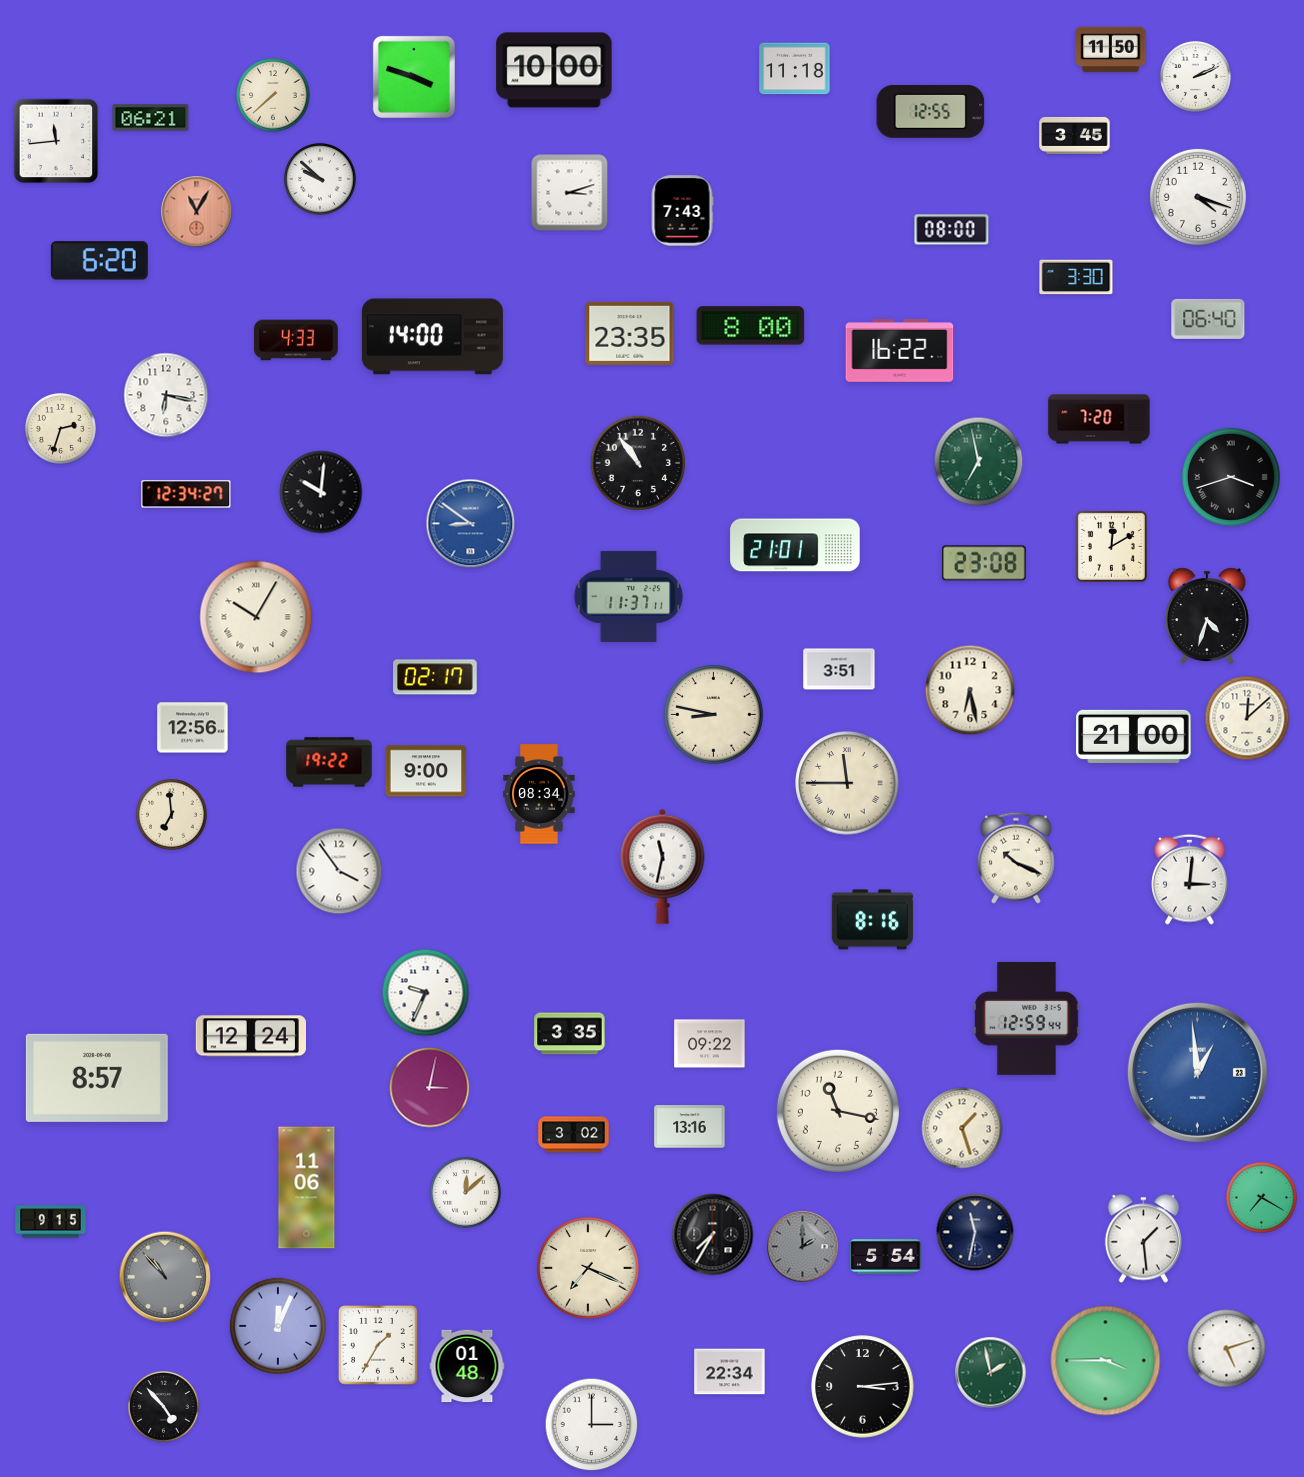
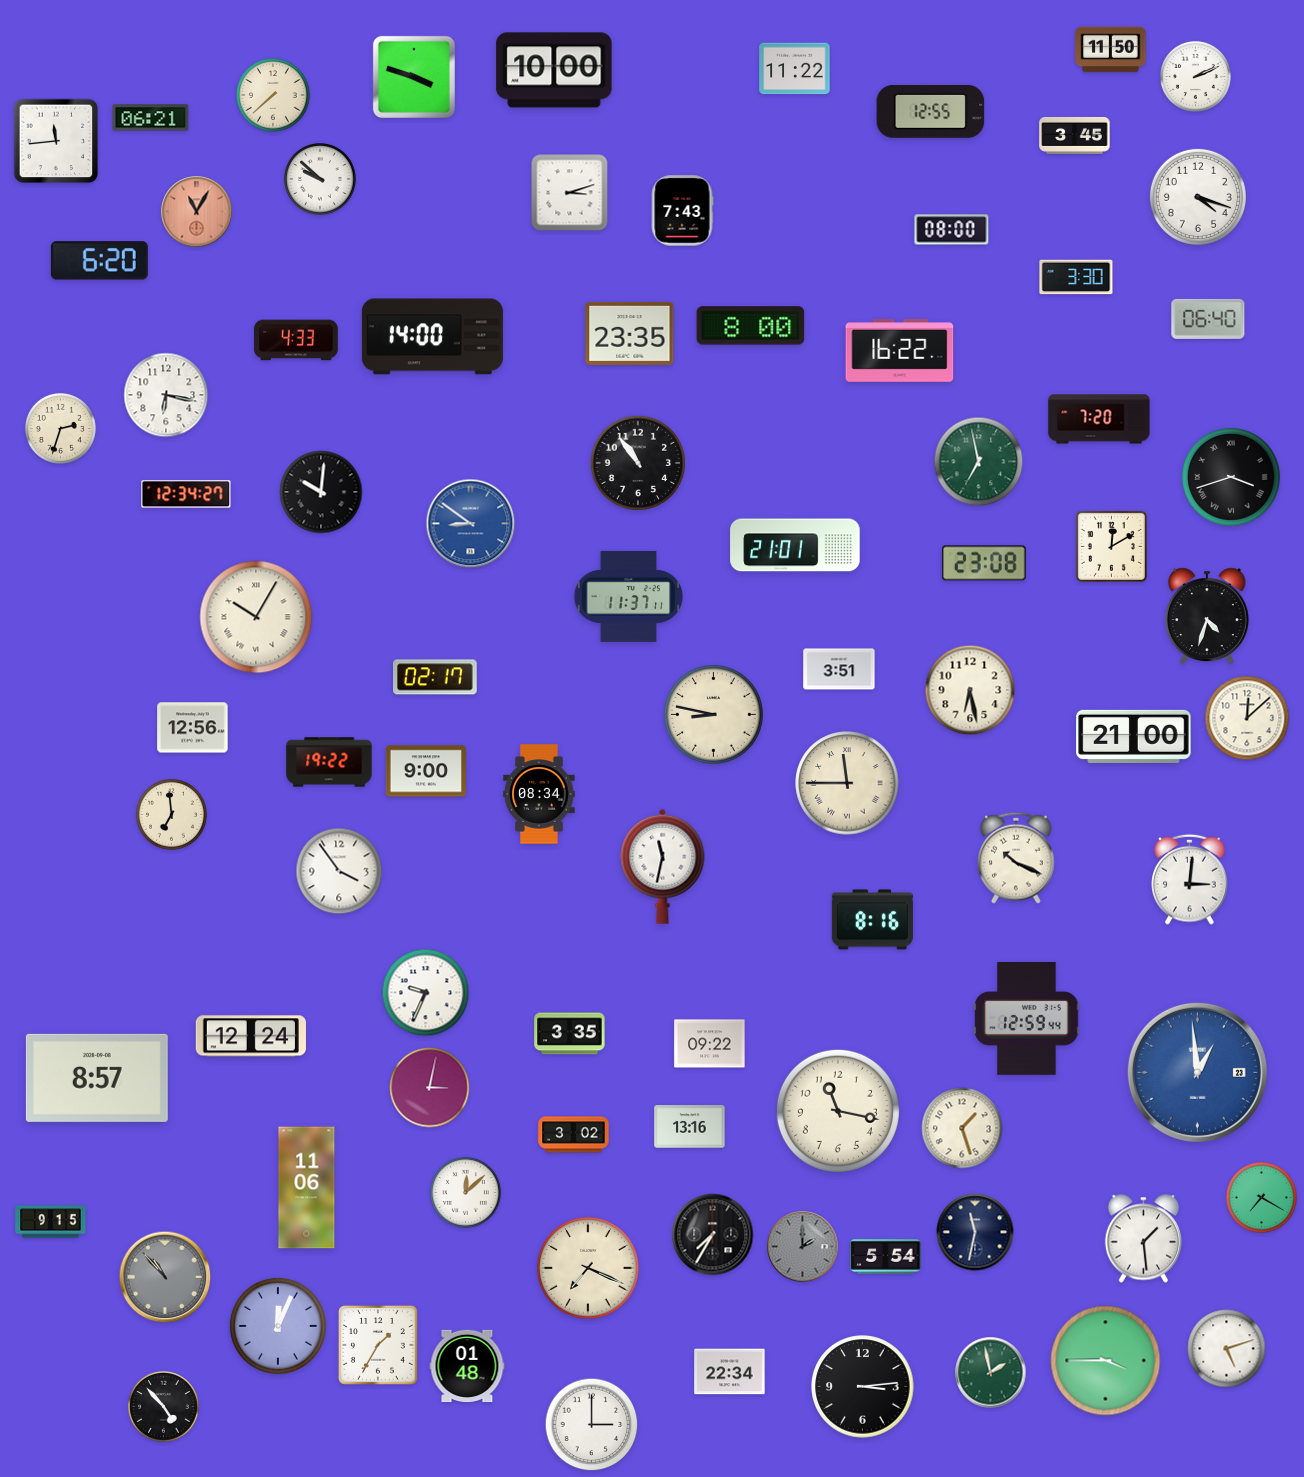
clock at (795, 69): 11:18 -> 11:22
